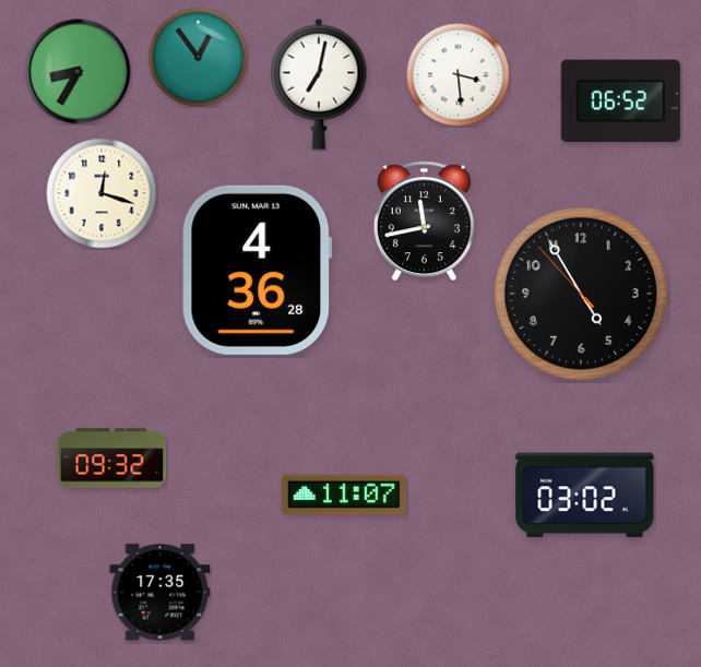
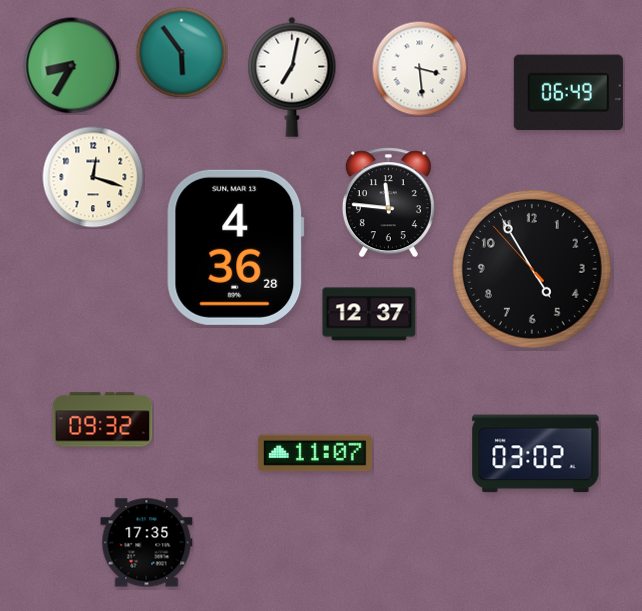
clock at (198, 57): 12:54 -> 5:54
clock at (620, 102): 06:52 -> 06:49
clock at (424, 222): 11:43 -> 11:46
clock at (369, 314): none -> 12:37
